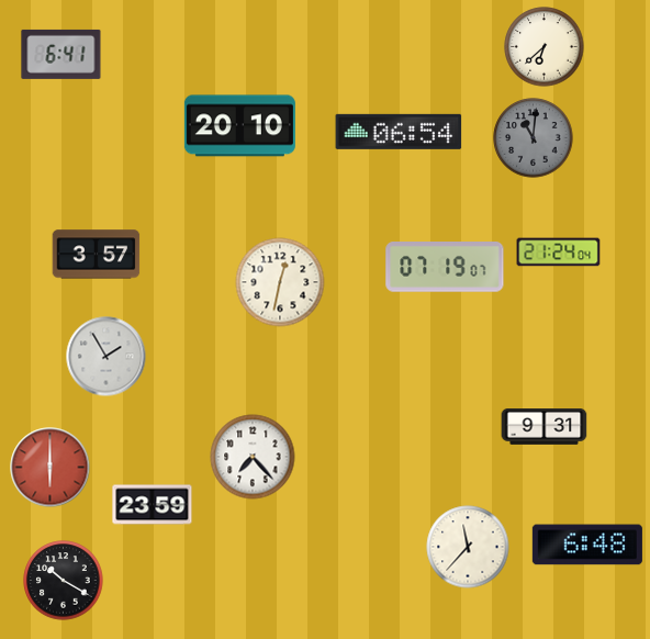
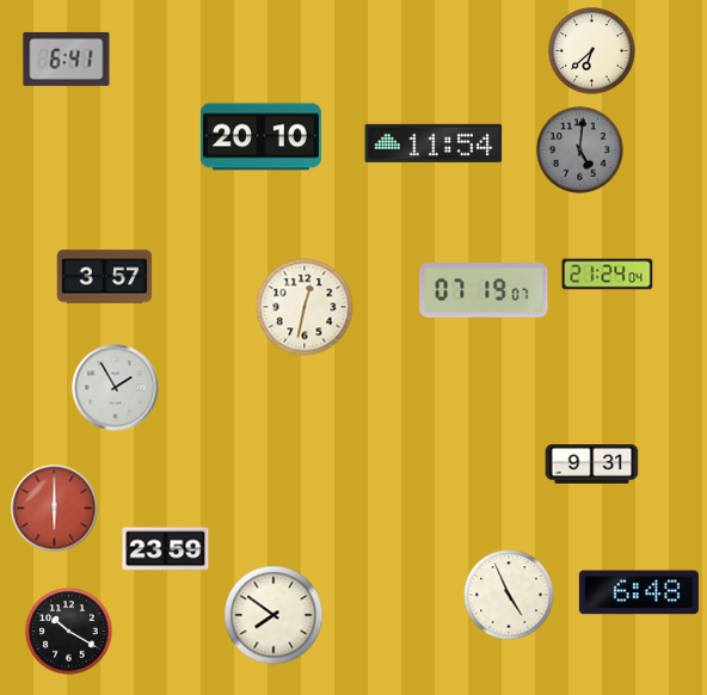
clock at (399, 132): 06:54 -> 11:54
clock at (534, 138): 11:01 -> 5:01
clock at (253, 457): 7:23 -> none
clock at (468, 547): 11:37 -> 4:56
clock at (273, 615): none -> 7:51
